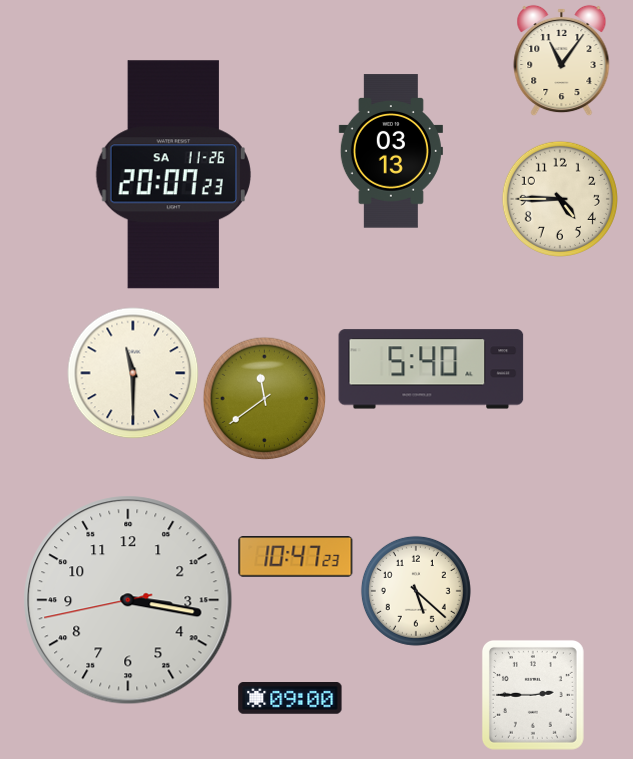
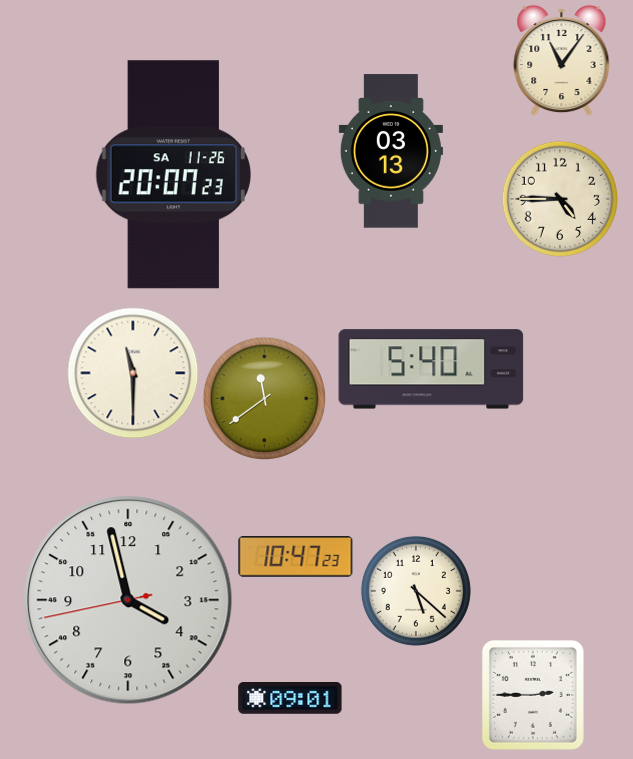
clock at (128, 600): 3:16 -> 3:57
clock at (290, 699): 09:00 -> 09:01
